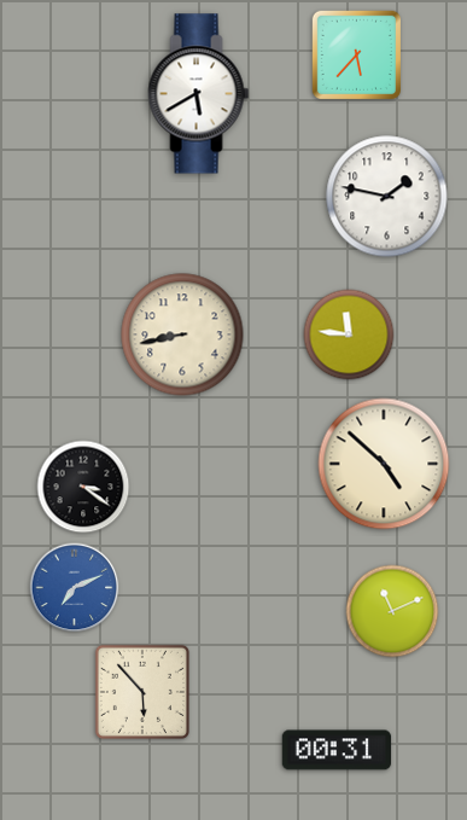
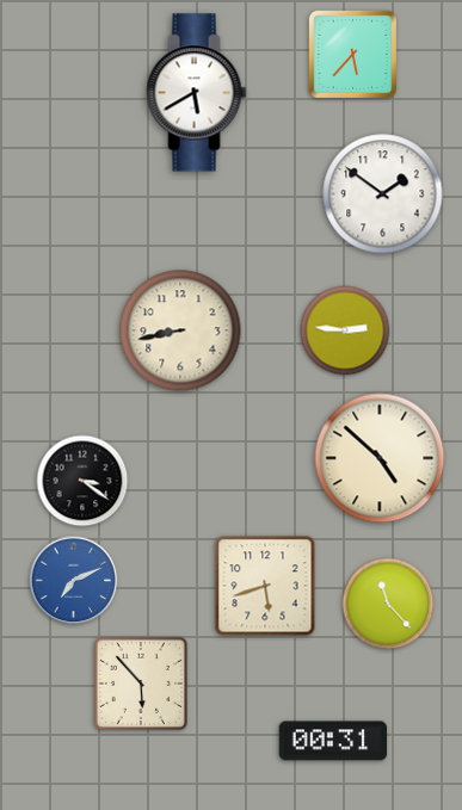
clock at (387, 197): 1:47 -> 1:51
clock at (349, 335): 11:46 -> 2:46
clock at (265, 586): none -> 5:42
clock at (392, 611): 11:11 -> 11:23
